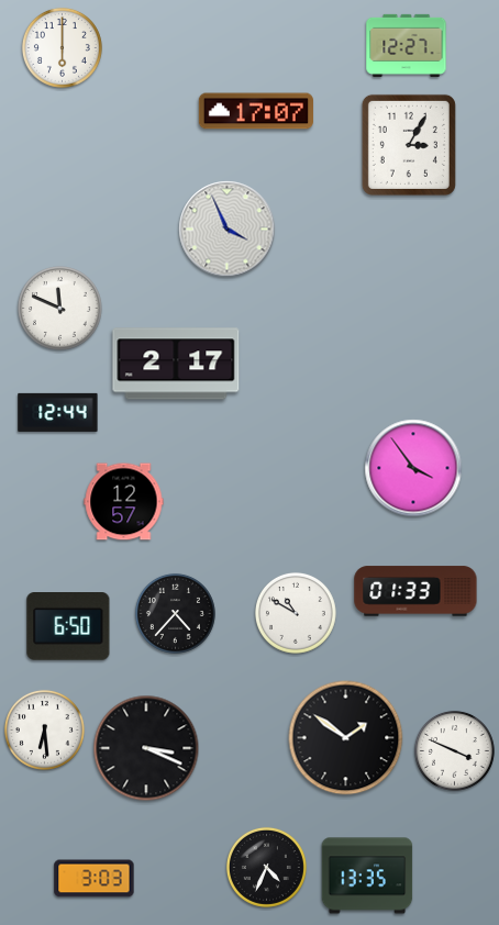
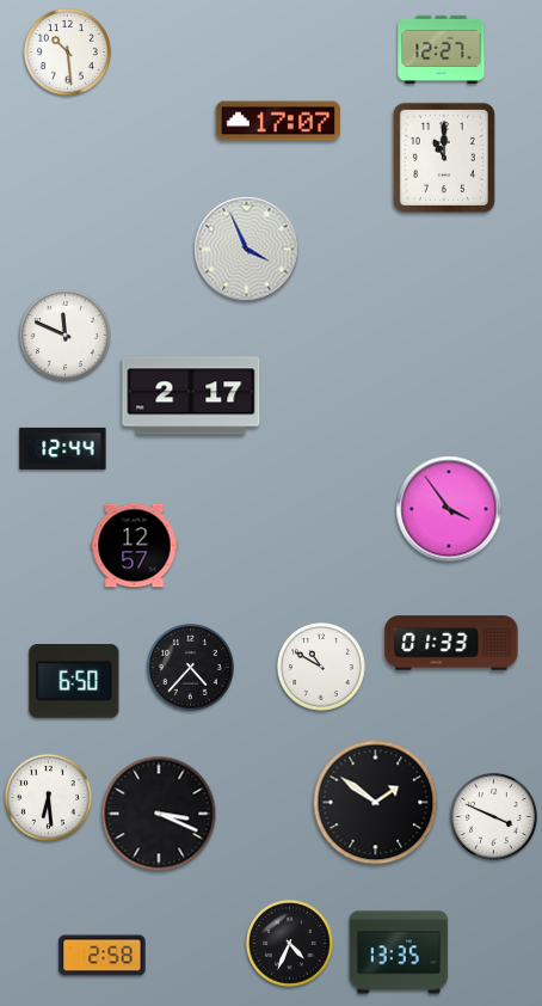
clock at (62, 47): 6:00 -> 10:29
clock at (409, 145): 3:05 -> 11:00
clock at (44, 729) position: (44, 729) -> (48, 797)
clock at (95, 879): 3:03 -> 2:58
